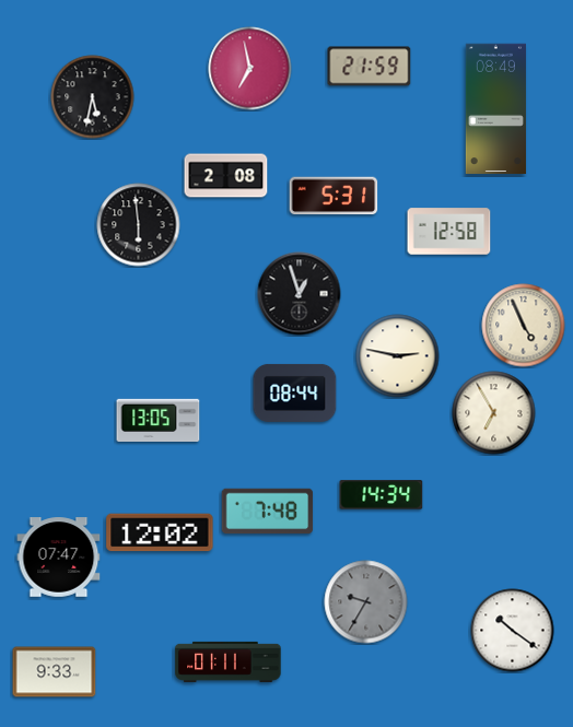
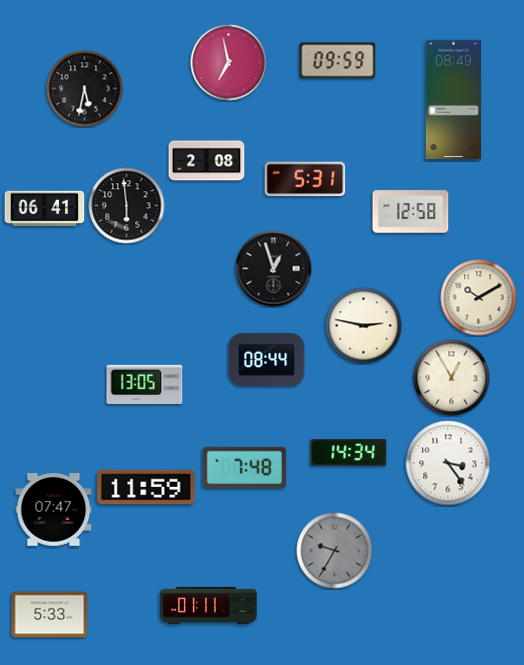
clock at (370, 67): 21:59 -> 09:59
clock at (45, 208): none -> 06:41
clock at (524, 326): 4:56 -> 10:10
clock at (295, 392) position: (295, 392) -> (267, 359)
clock at (494, 413): 6:55 -> 12:55
clock at (448, 463): none -> 3:24
clock at (160, 532): 12:02 -> 11:59
clock at (513, 631): 10:21 -> none
clock at (55, 672): 9:33 -> 5:33
